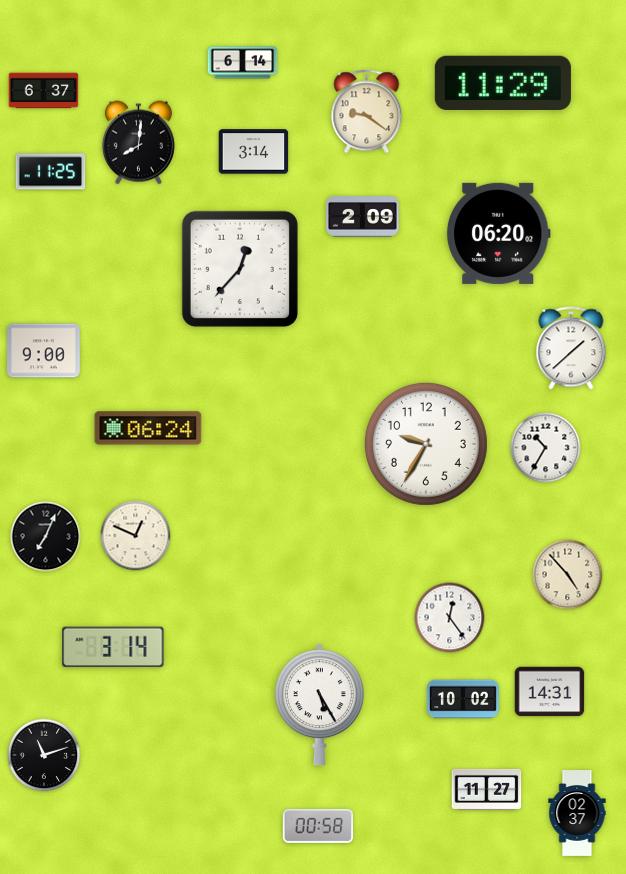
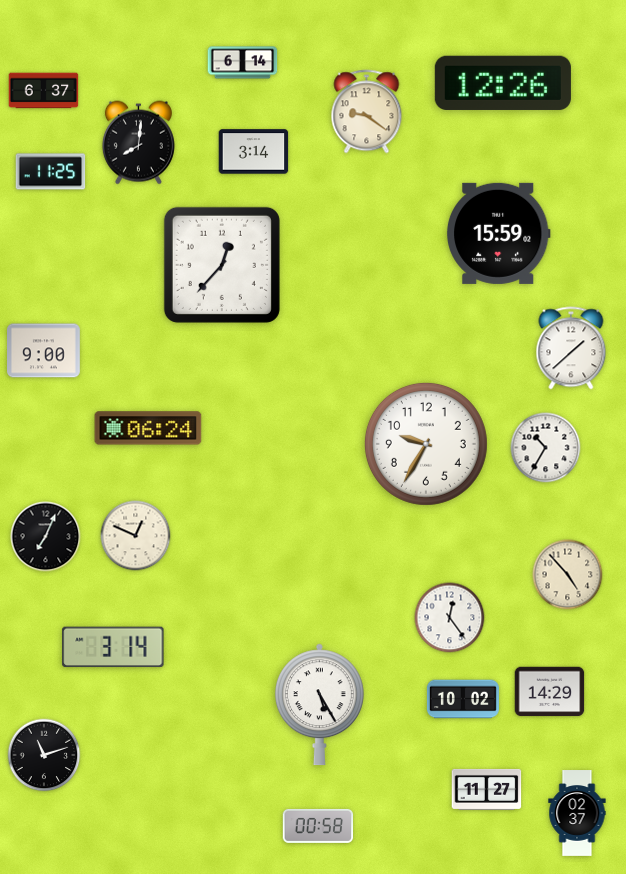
clock at (503, 83): 11:29 -> 12:26
clock at (363, 217): 2:09 -> none
clock at (498, 233): 06:20 -> 15:59
clock at (240, 269) position: (240, 269) -> (222, 265)
clock at (550, 692): 14:31 -> 14:29
